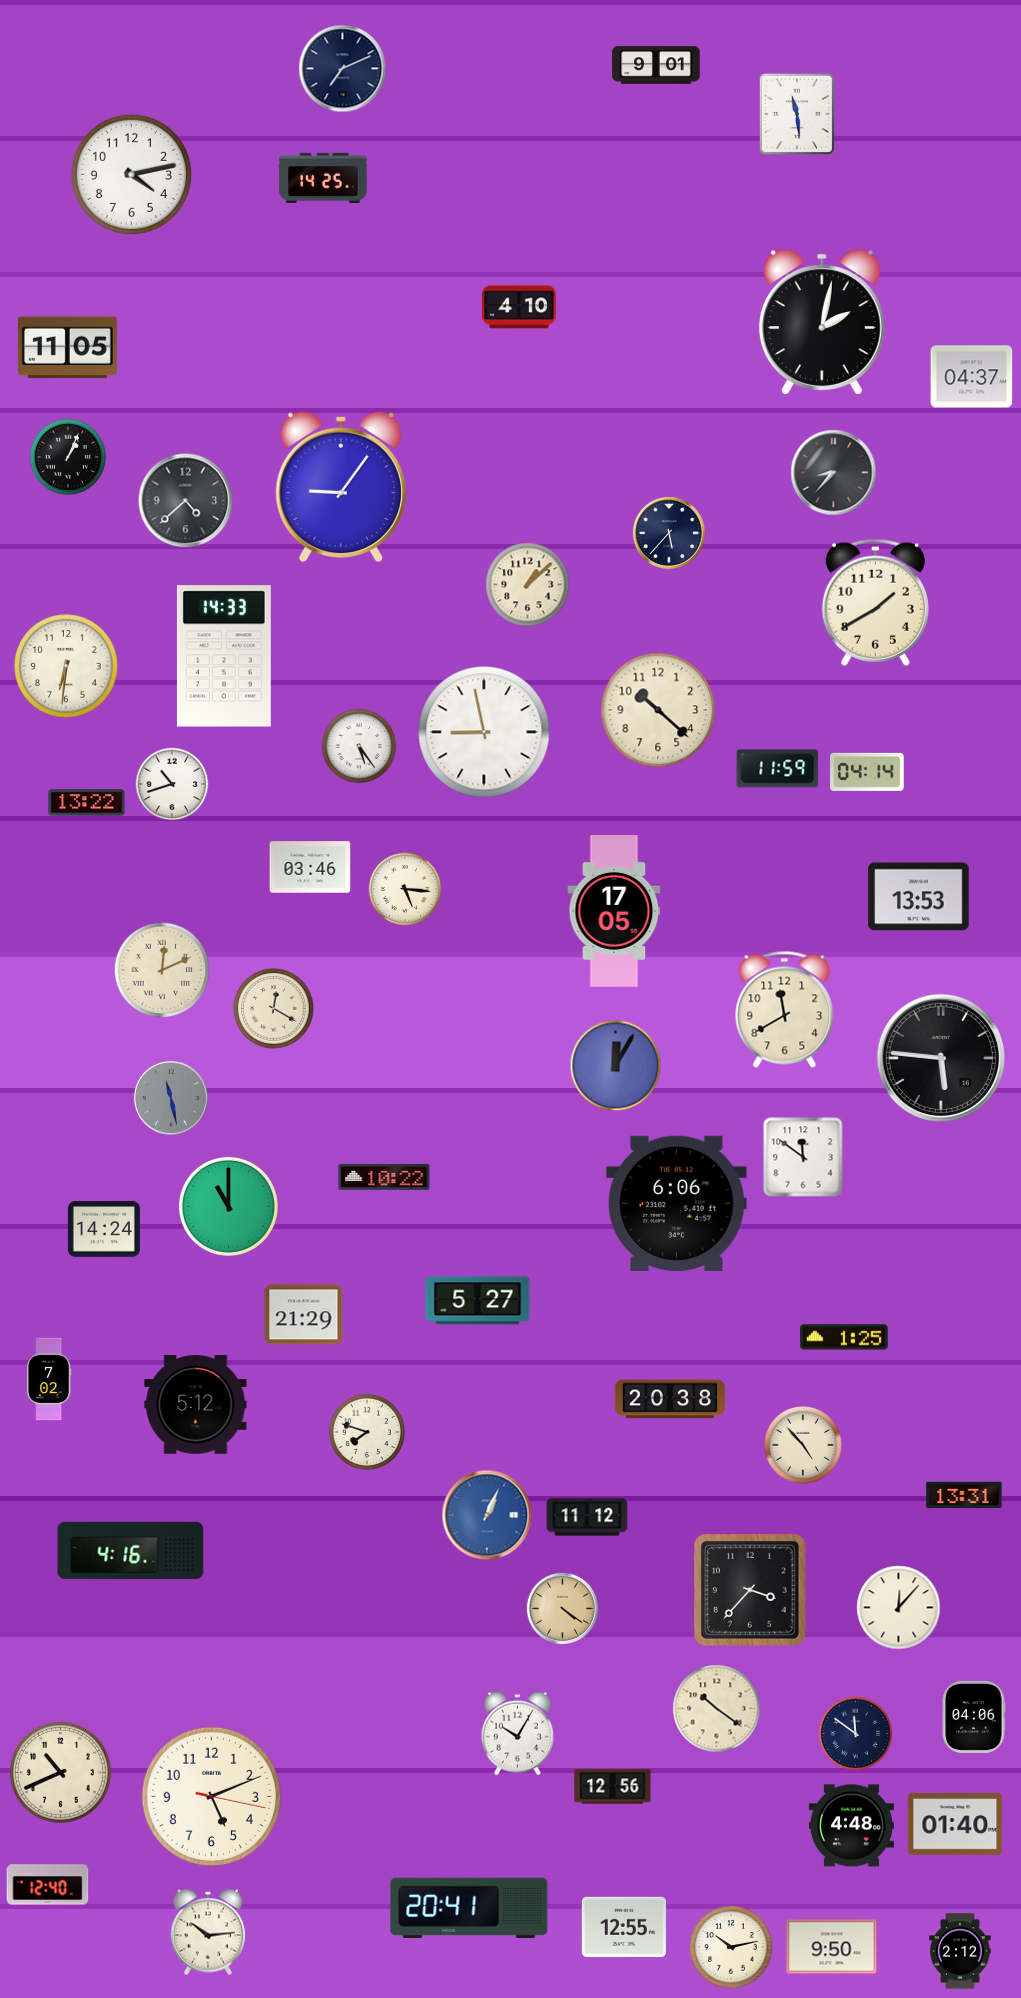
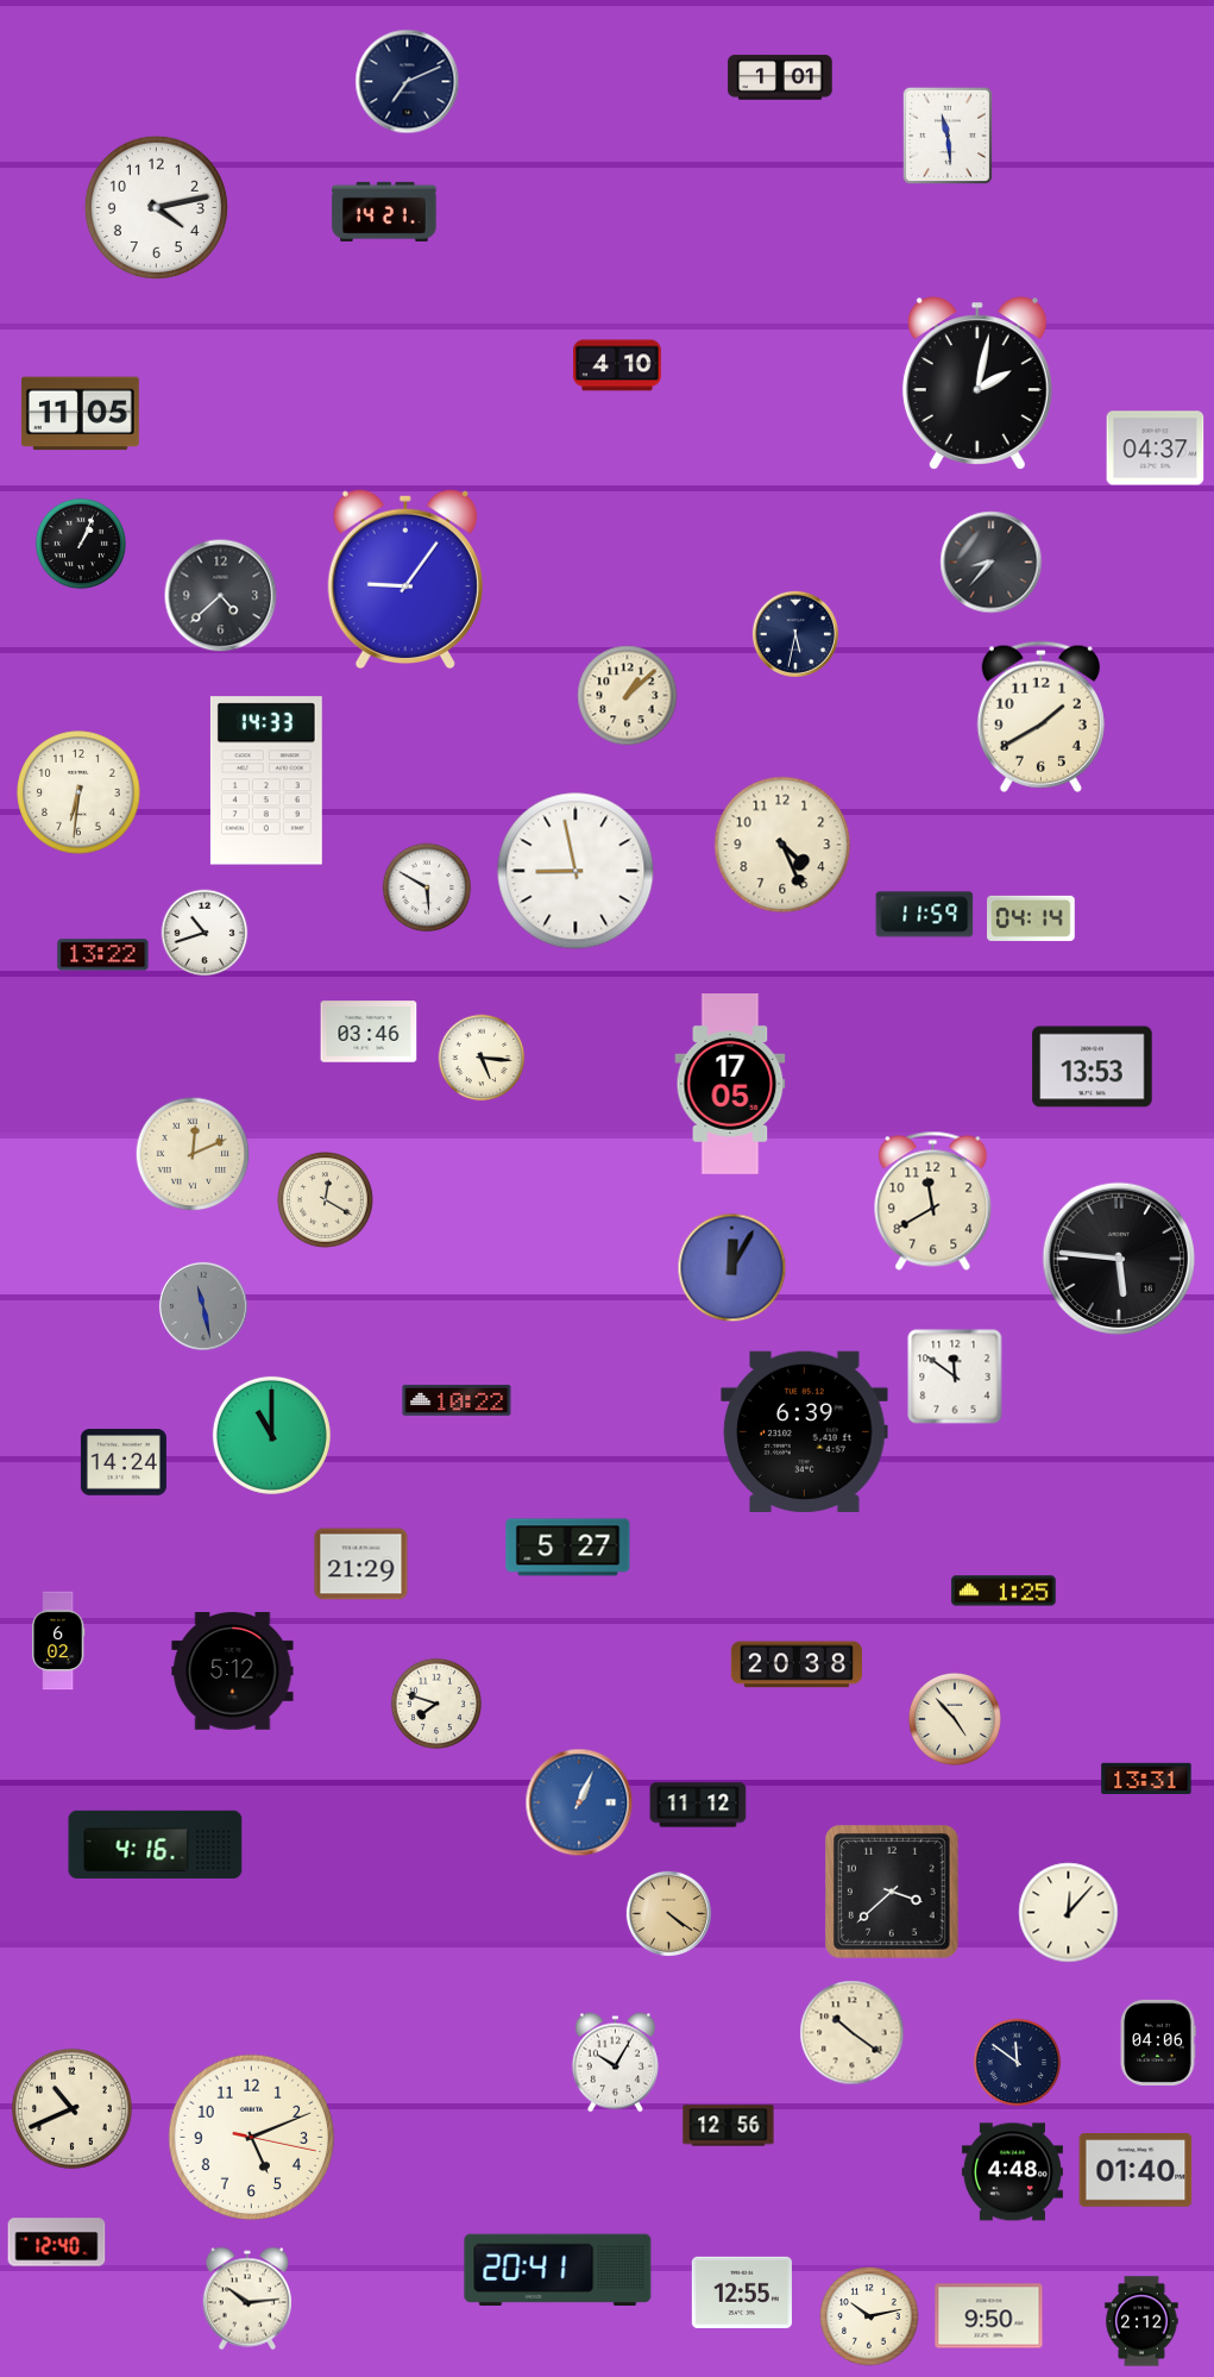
clock at (656, 65): 9:01 -> 1:01
clock at (323, 178): 14:25 -> 14:21
clock at (669, 533): 5:37 -> 5:32
clock at (658, 710): 10:22 -> 4:26
clock at (359, 746): 5:24 -> 5:50
clock at (677, 1203): 6:06 -> 6:39
clock at (50, 1379): 7:02 -> 6:02
clock at (751, 1591): 3:37 -> 3:38
